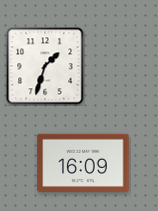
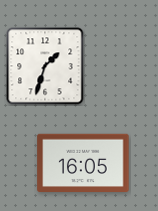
clock at (83, 163): 16:09 -> 16:05
